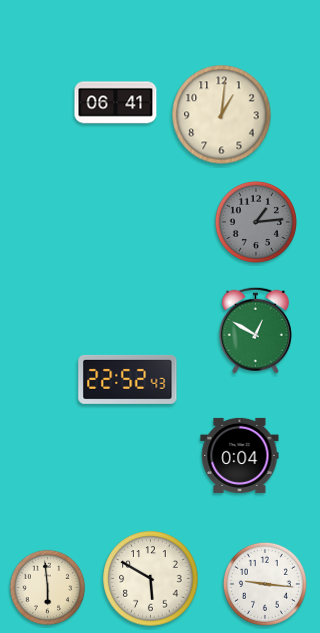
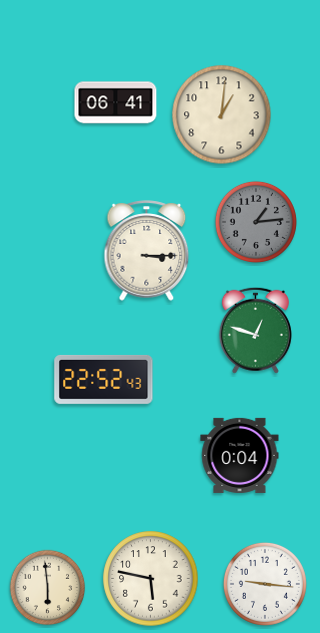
clock at (147, 251): none -> 3:15
clock at (255, 330): 12:50 -> 12:48
clock at (128, 379) position: (128, 379) -> (104, 379)
clock at (151, 579): 5:50 -> 5:47
